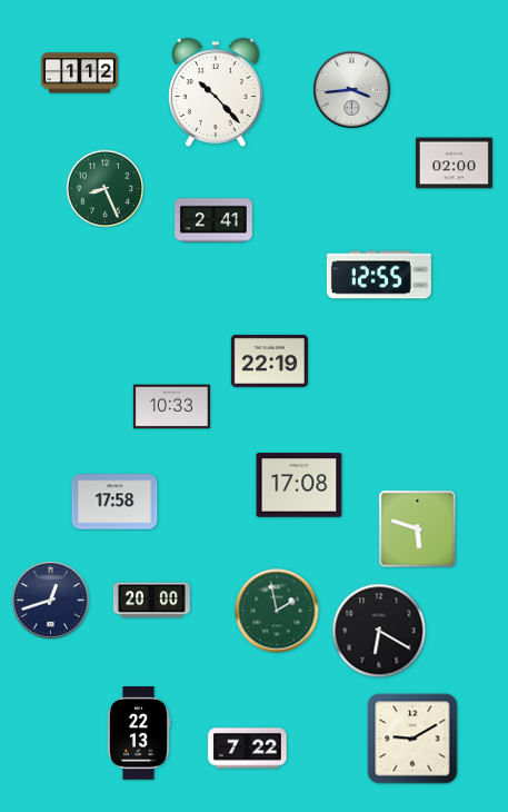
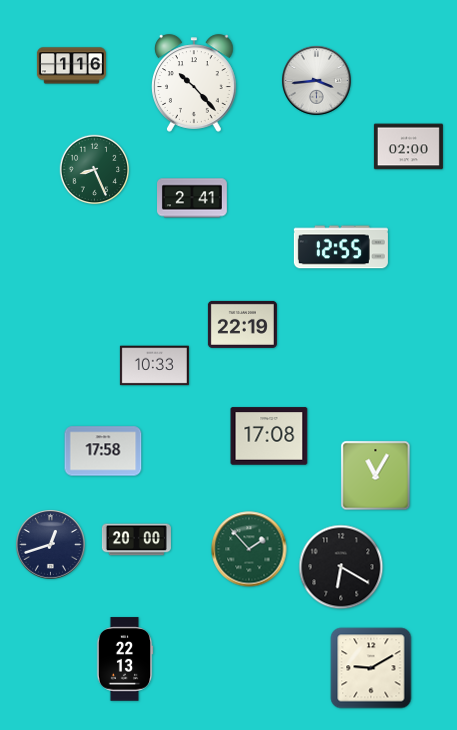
clock at (79, 73): 1:12 -> 1:16
clock at (418, 529): 5:48 -> 11:05
clock at (51, 601) position: (51, 601) -> (51, 545)
clock at (277, 611): 1:58 -> 1:53
clock at (412, 739) position: (412, 739) -> (371, 668)
clock at (248, 749): 7:22 -> none
